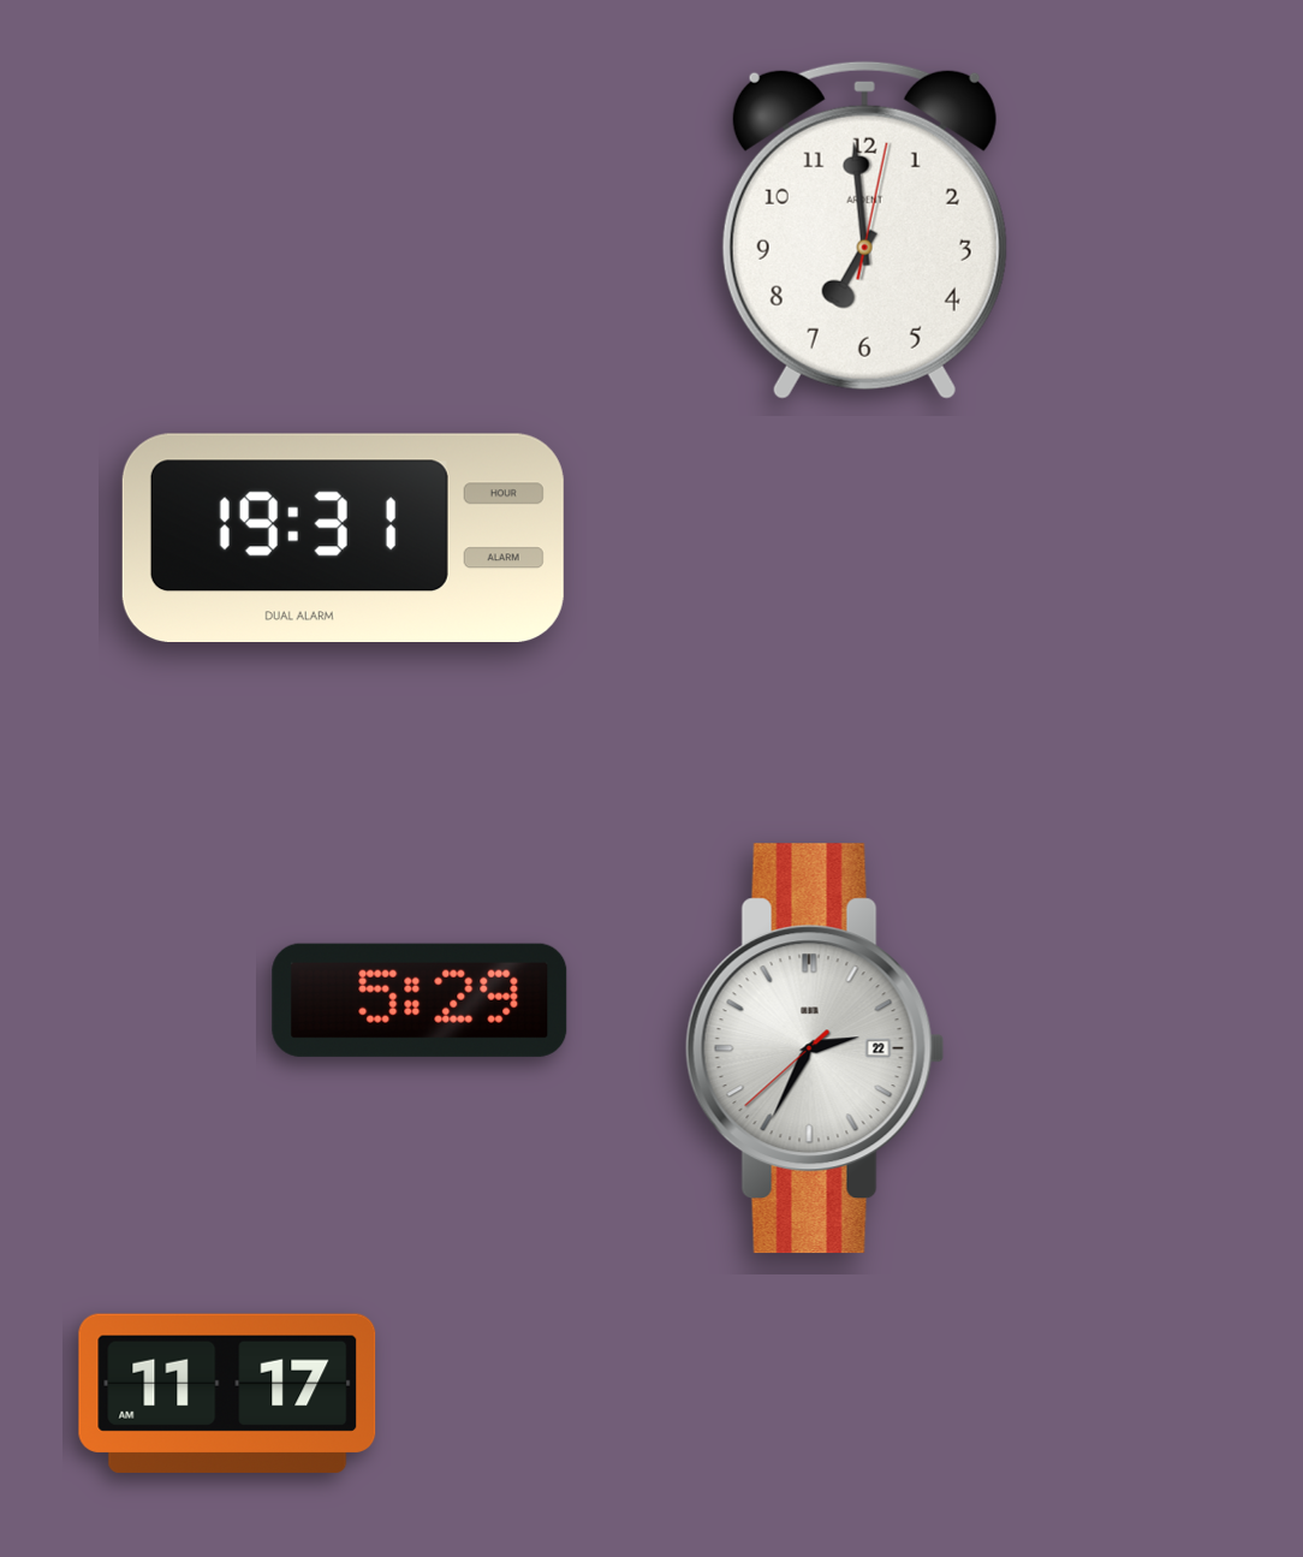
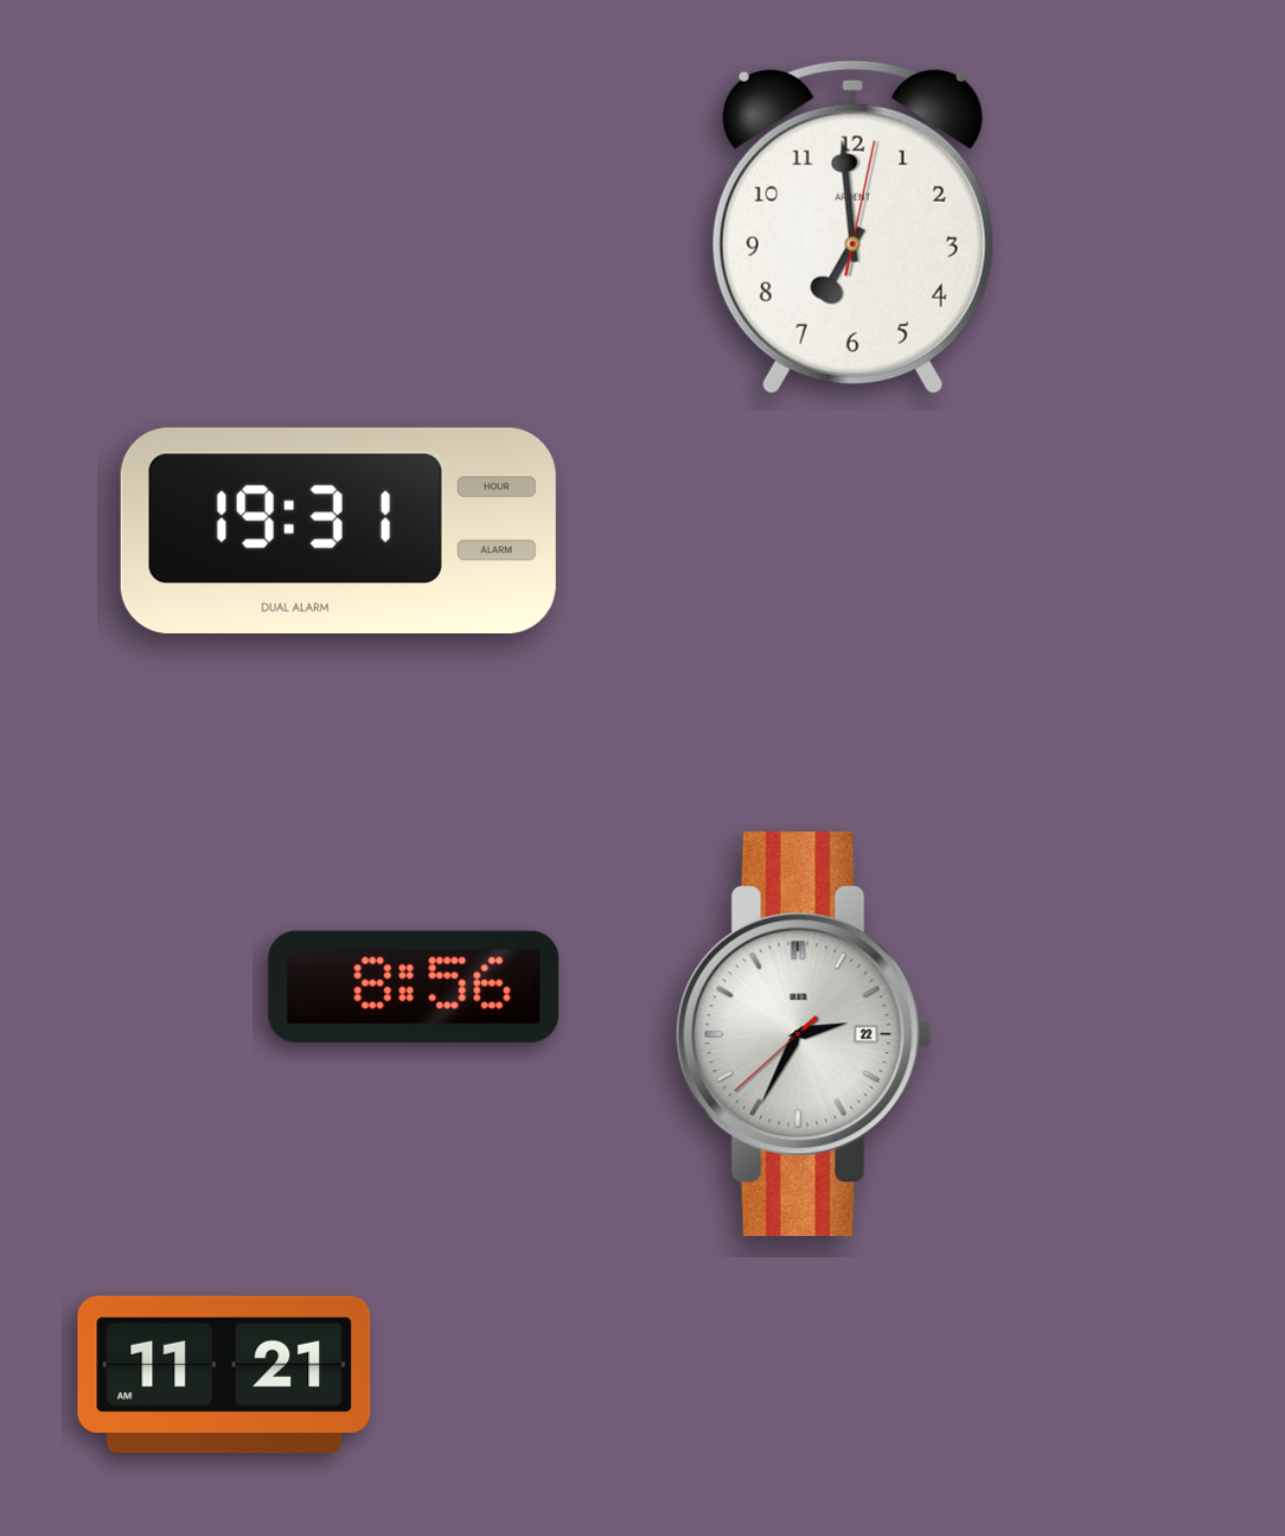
clock at (420, 1000): 5:29 -> 8:56
clock at (227, 1393): 11:17 -> 11:21
